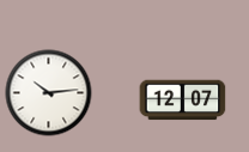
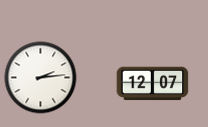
clock at (49, 93): 10:14 -> 2:14
